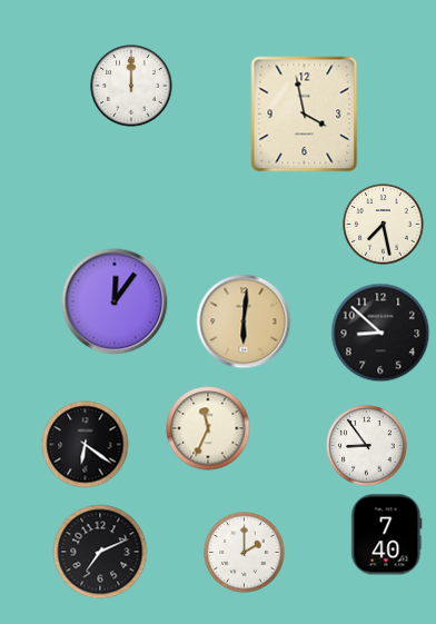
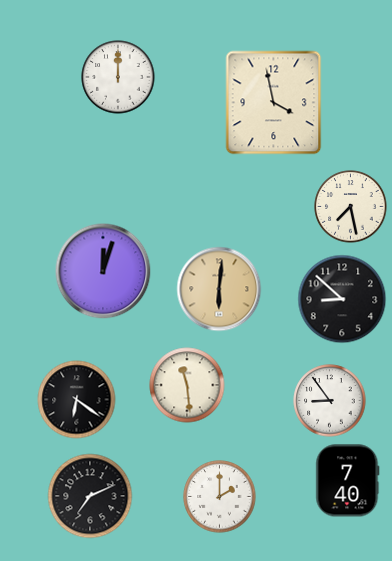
clock at (384, 225) position: (384, 225) -> (351, 207)
clock at (115, 301): 12:06 -> 12:03
clock at (208, 428): 11:34 -> 11:29
